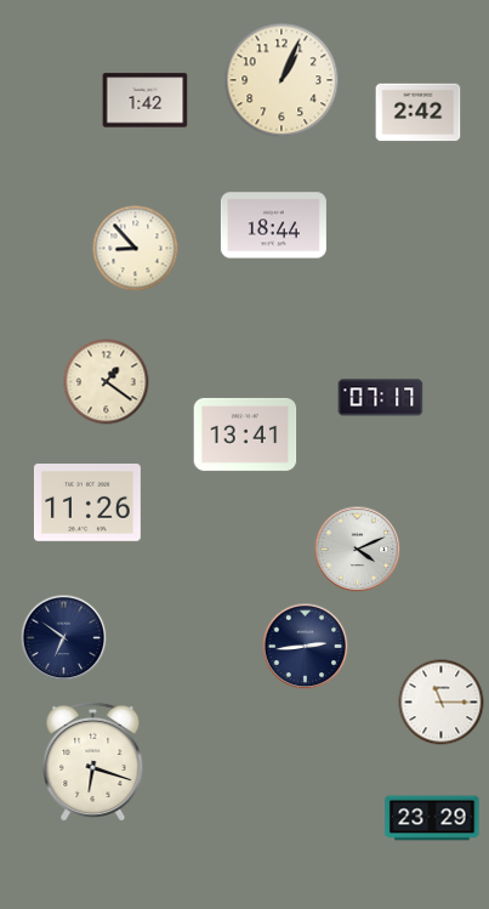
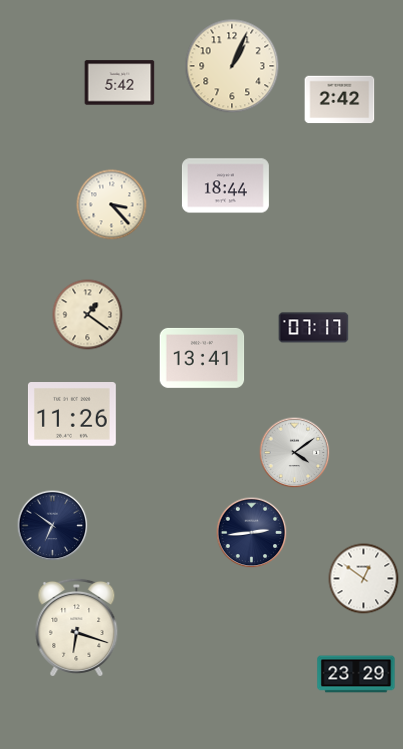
clock at (146, 101): 1:42 -> 5:42
clock at (419, 113) position: (419, 113) -> (340, 100)
clock at (136, 249): 8:53 -> 3:23
clock at (358, 550): 4:11 -> 4:09
clock at (442, 703): 11:15 -> 12:51
